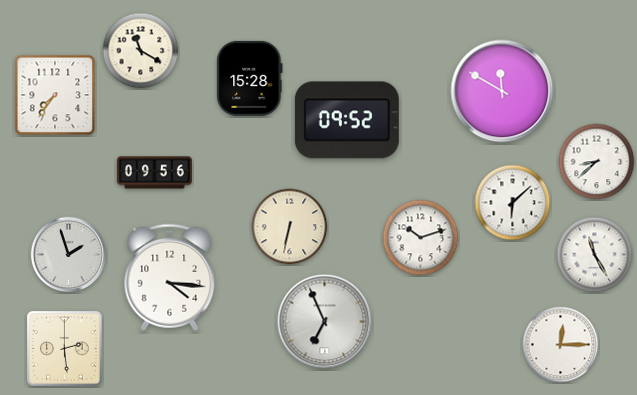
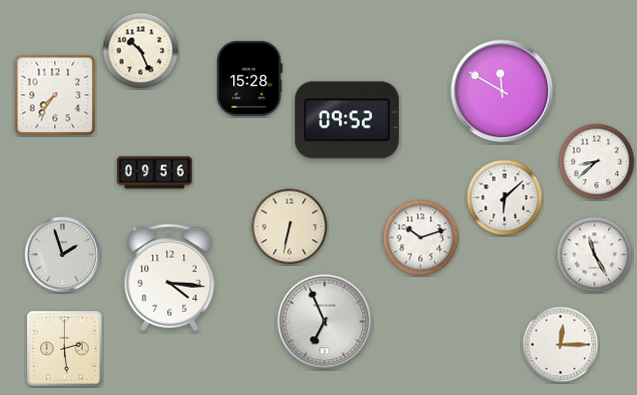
clock at (141, 51): 11:20 -> 10:26
clock at (513, 203) position: (513, 203) -> (505, 198)
clock at (69, 255) position: (69, 255) -> (63, 255)
